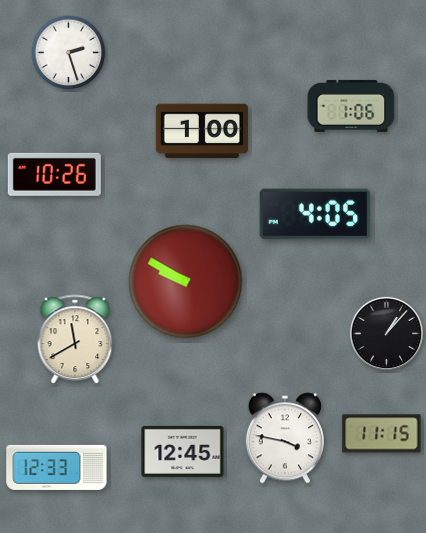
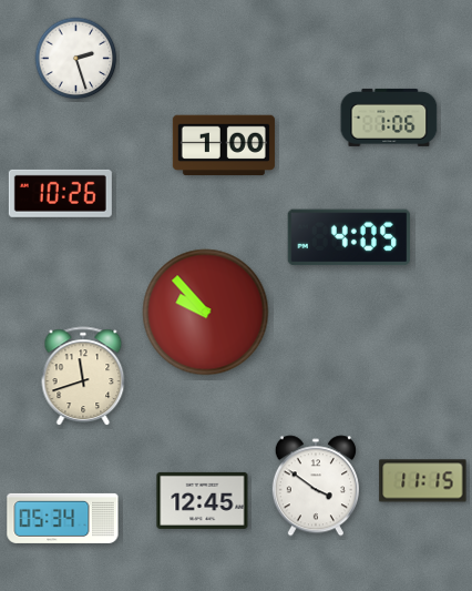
clock at (186, 282): 9:50 -> 9:53
clock at (386, 333): 1:07 -> none
clock at (75, 340): 11:40 -> 11:42
clock at (285, 438): 3:47 -> 3:51
clock at (57, 467): 12:33 -> 05:34
